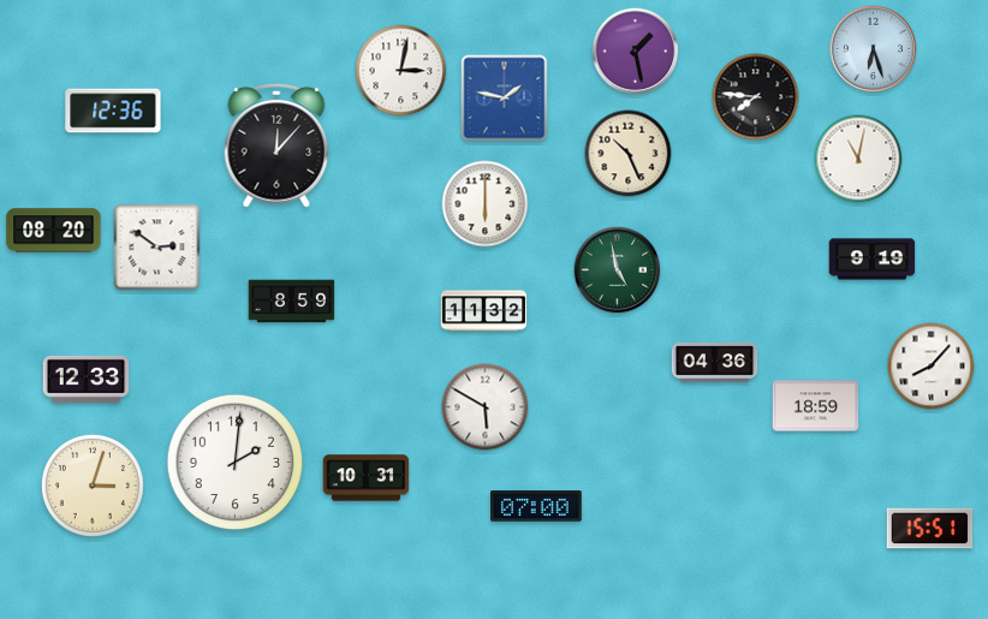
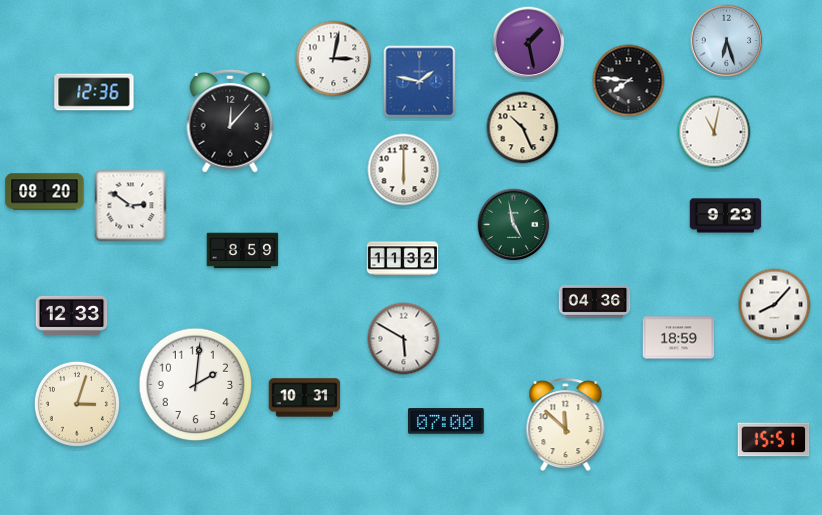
clock at (873, 260): 9:19 -> 9:23
clock at (566, 425): none -> 11:52
